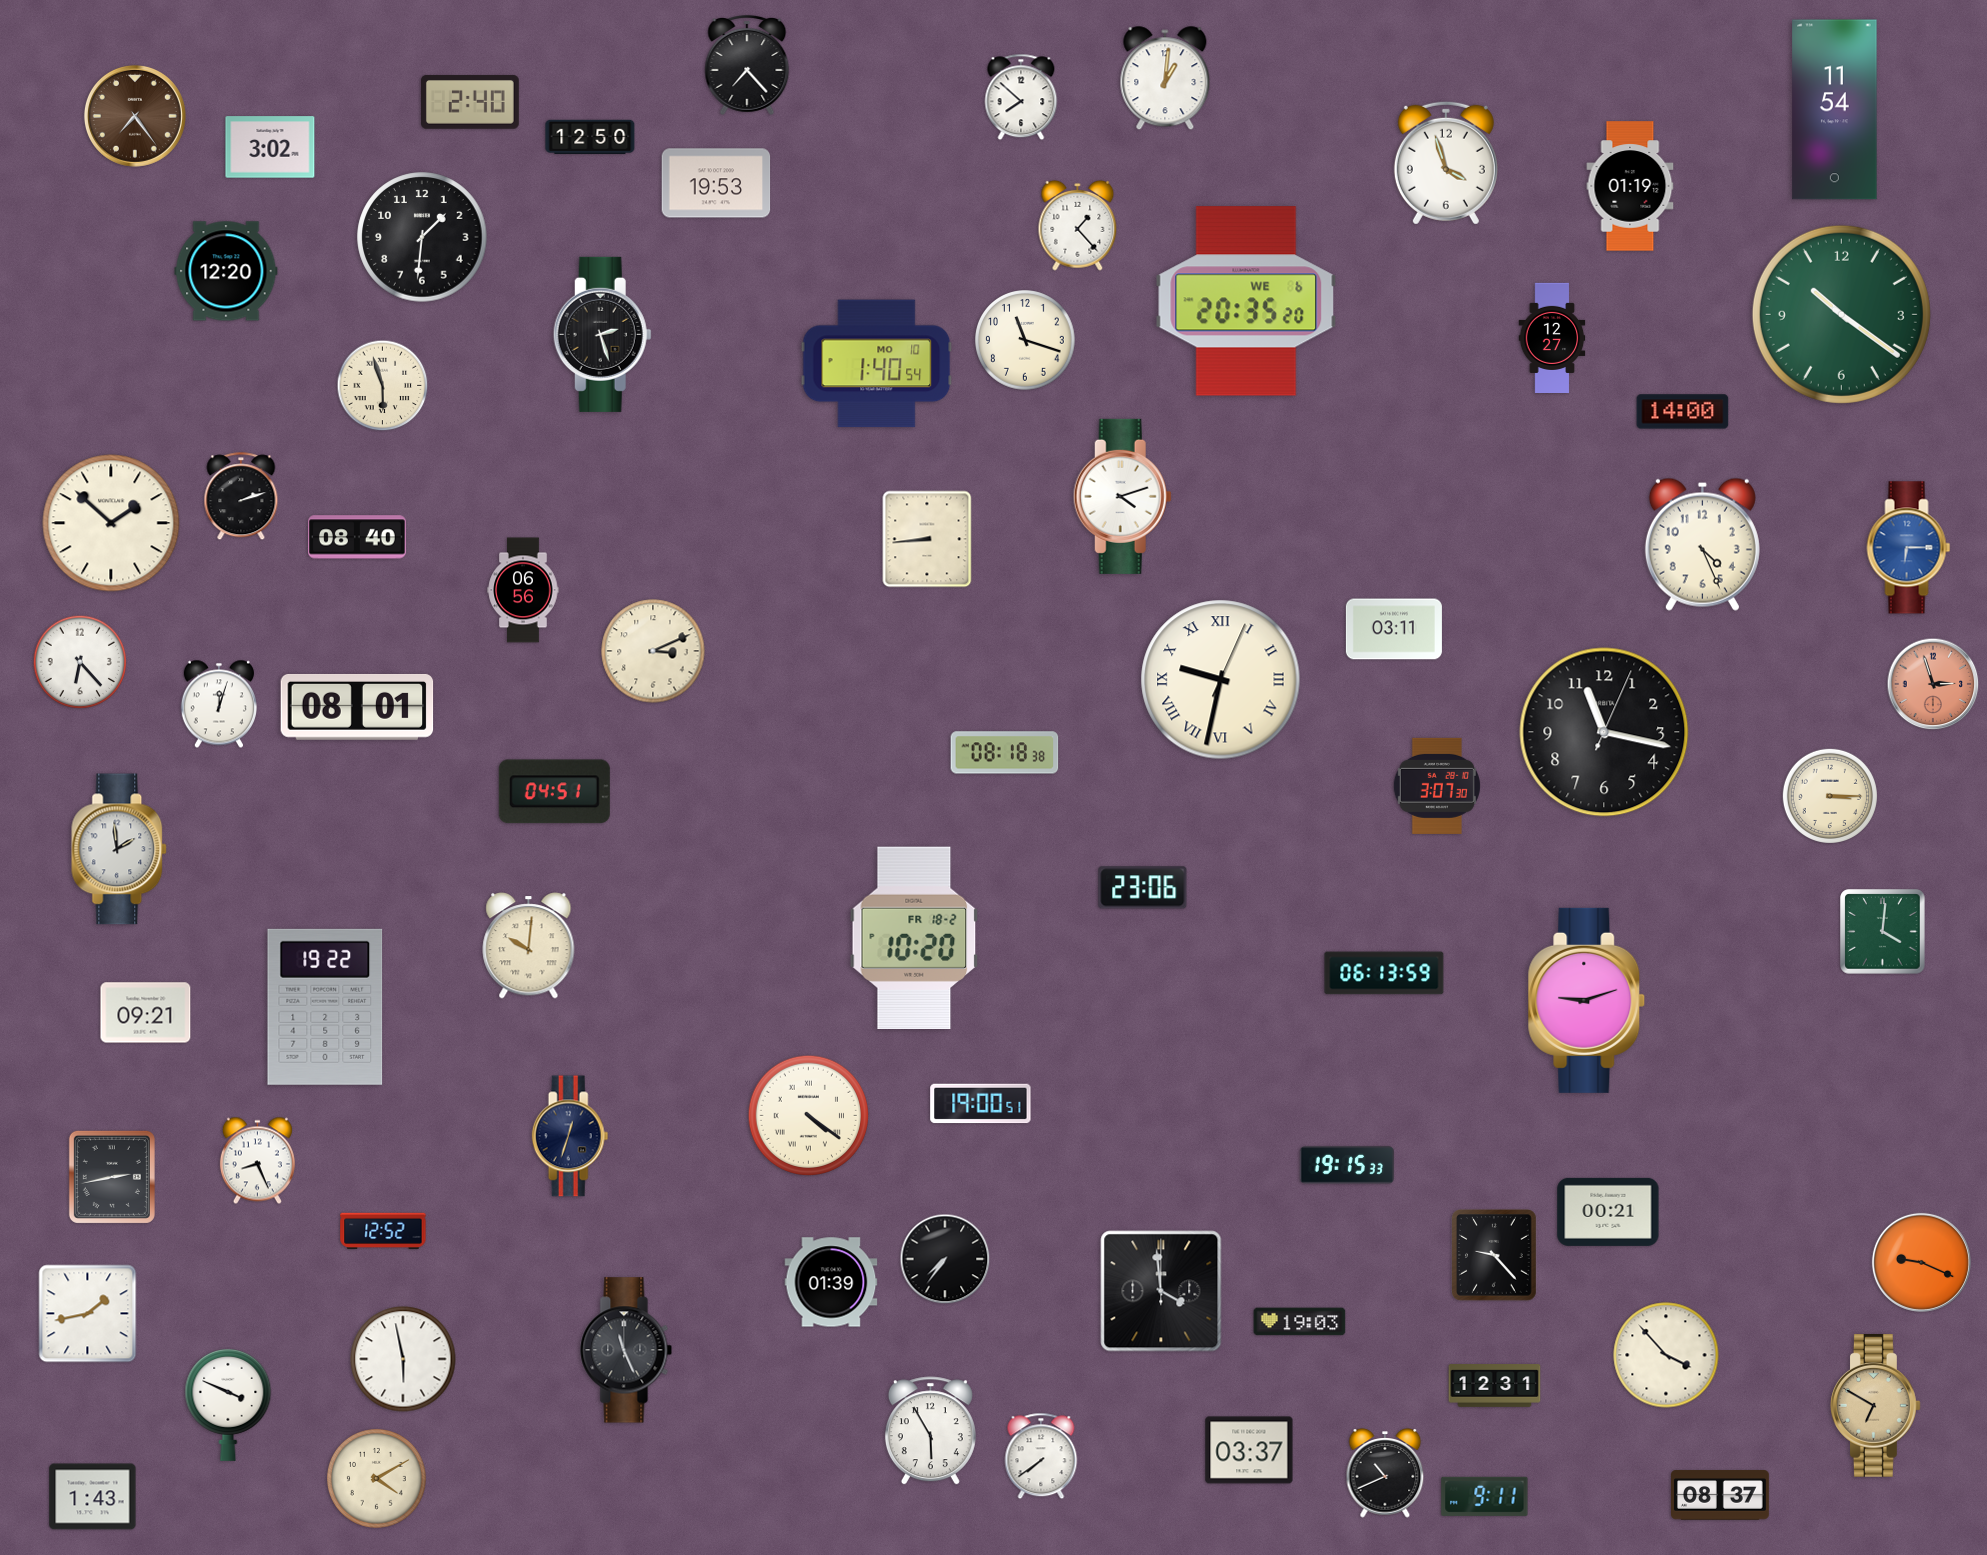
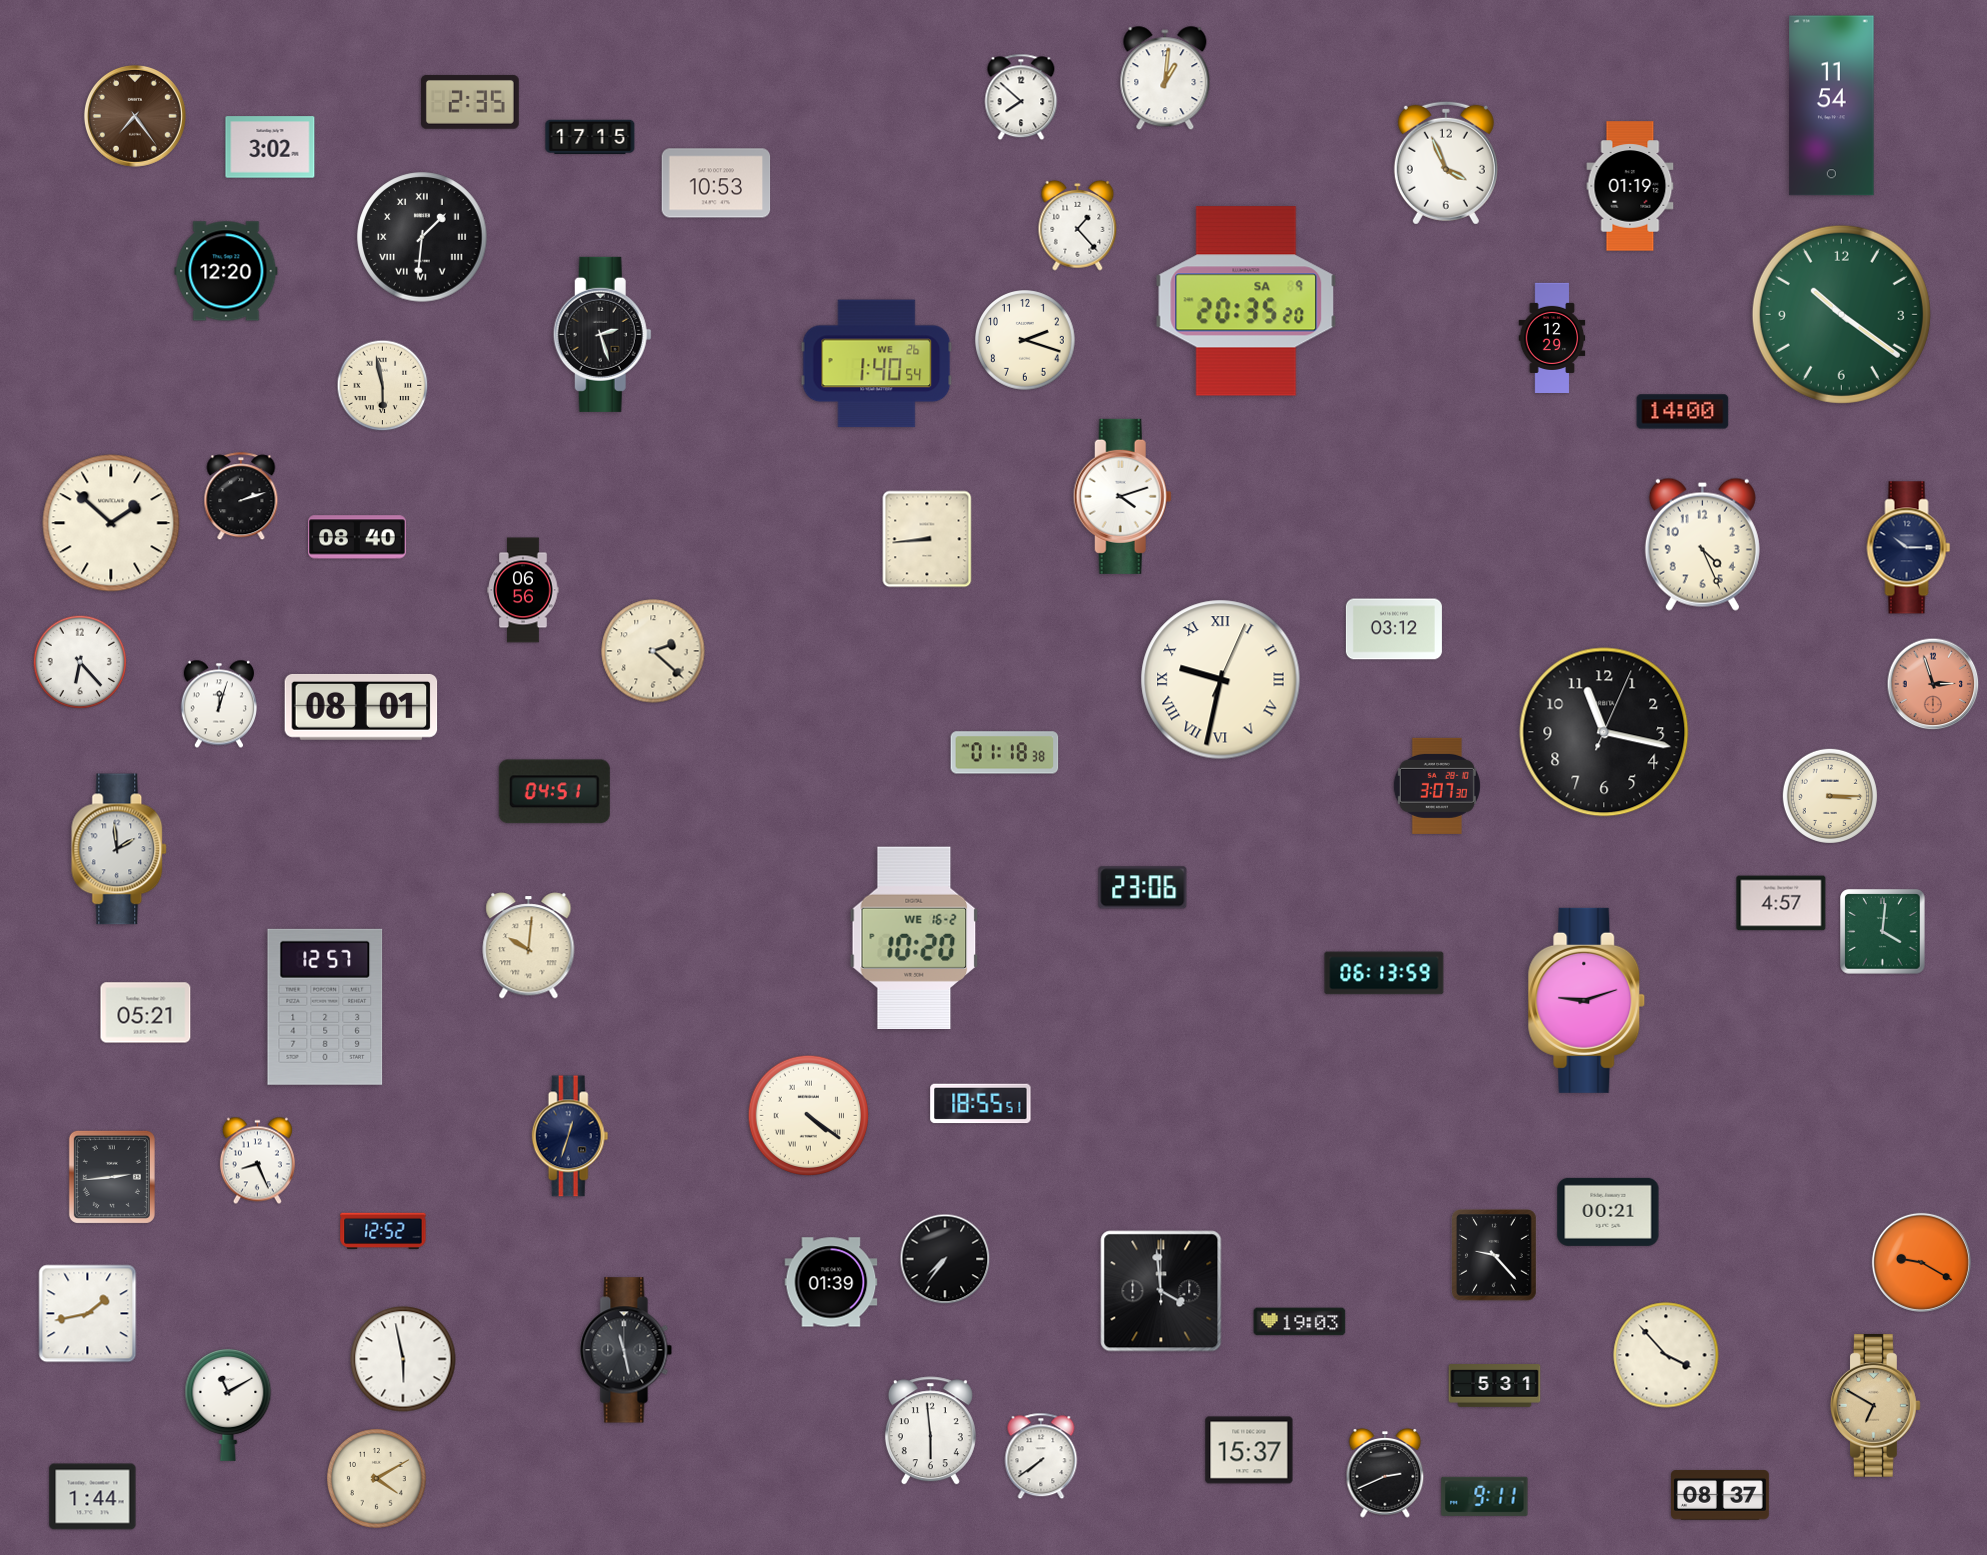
clock at (747, 65): 7:23 -> none
clock at (471, 102): 2:40 -> 2:35
clock at (1835, 110) position: (1835, 110) -> (1832, 106)
clock at (590, 137): 12:50 -> 17:15
clock at (1446, 163): 3:57 -> 3:56
clock at (716, 183): 19:53 -> 10:53
clock at (422, 237) numerals: Arabic -> Roman
clock at (1246, 301) date: WE 6 -> SA 9
clock at (1552, 337): 12:27 -> 12:29
clock at (1026, 341): 11:18 -> 2:18
clock at (877, 364) date: MO 10 -> WE 26
clock at (383, 386): 5:57 -> 5:58
clock at (1909, 548): 6:15 -> 10:15
clock at (1909, 548) dial: blue -> navy
clock at (1394, 629): 03:11 -> 03:12
clock at (653, 651): 3:11 -> 2:22
clock at (357, 707) position: (357, 707) -> (361, 707)
clock at (1005, 753): 08:18 -> 01:18
clock at (1781, 903): none -> 4:57
clock at (914, 937) date: FR 18-2 -> WE 16-2
clock at (325, 1007): 19:22 -> 12:57
clock at (146, 1013): 09:21 -> 05:21
clock at (981, 1104): 19:00 -> 18:55
clock at (1347, 1165): 19:15 -> none
clock at (112, 1177): 2:43 -> 2:44
clock at (1921, 1262): 9:19 -> 9:20
clock at (626, 1350): 11:26 -> 11:28
clock at (1495, 1386): 12:31 -> 5:31
clock at (228, 1404): 3:49 -> 11:10
clock at (930, 1431): 5:55 -> 5:59
clock at (1249, 1450): 03:37 -> 15:37
clock at (1385, 1473): 10:41 -> 2:41
clock at (93, 1497): 1:43 -> 1:44
